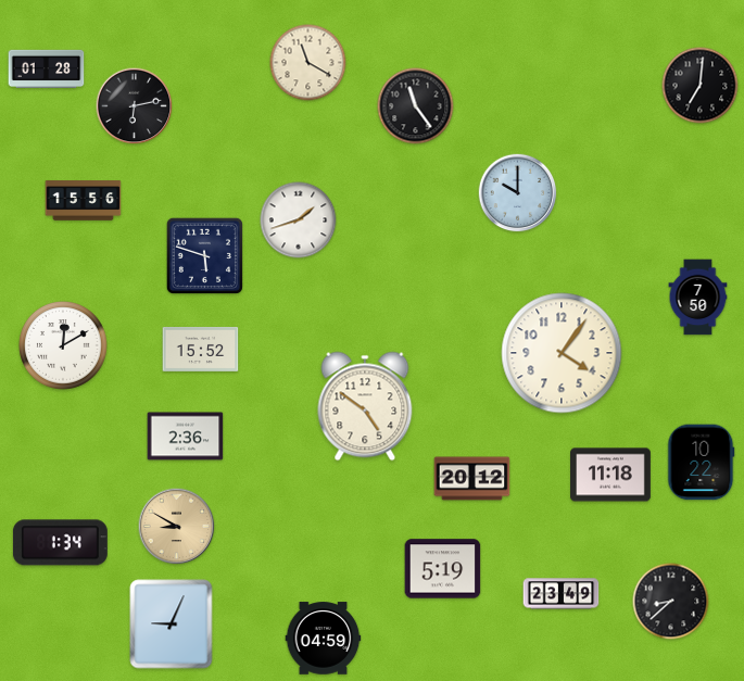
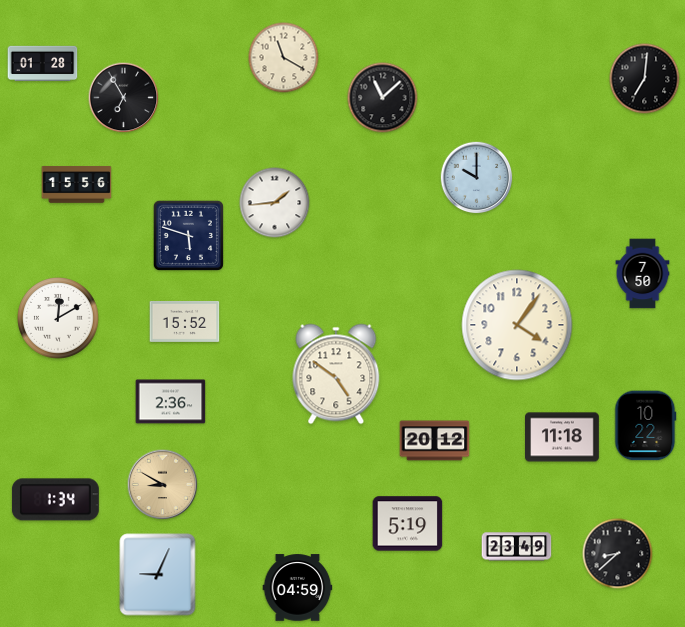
clock at (135, 106): 6:13 -> 6:55
clock at (416, 106): 11:24 -> 11:08
clock at (299, 220): 1:42 -> 1:44
